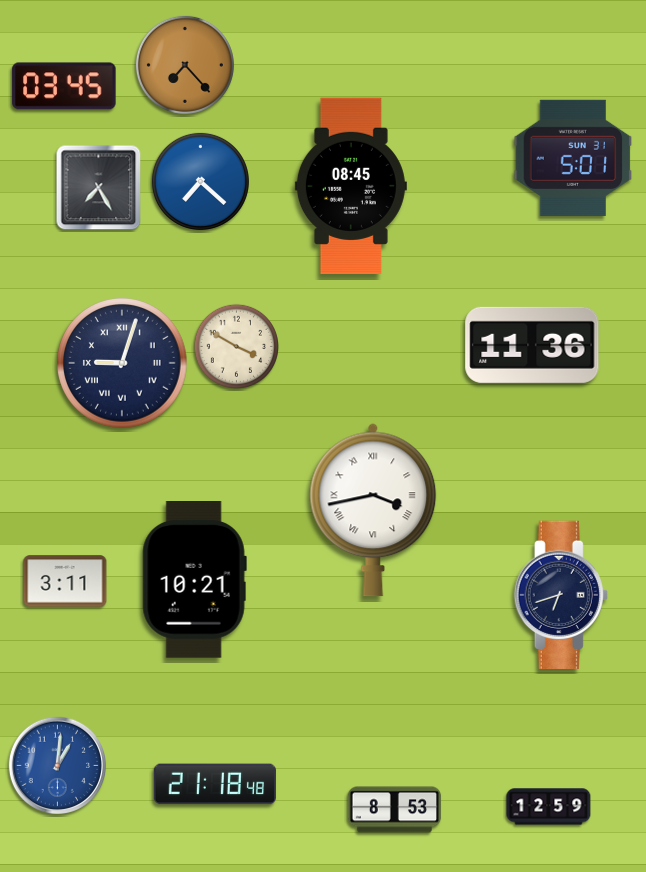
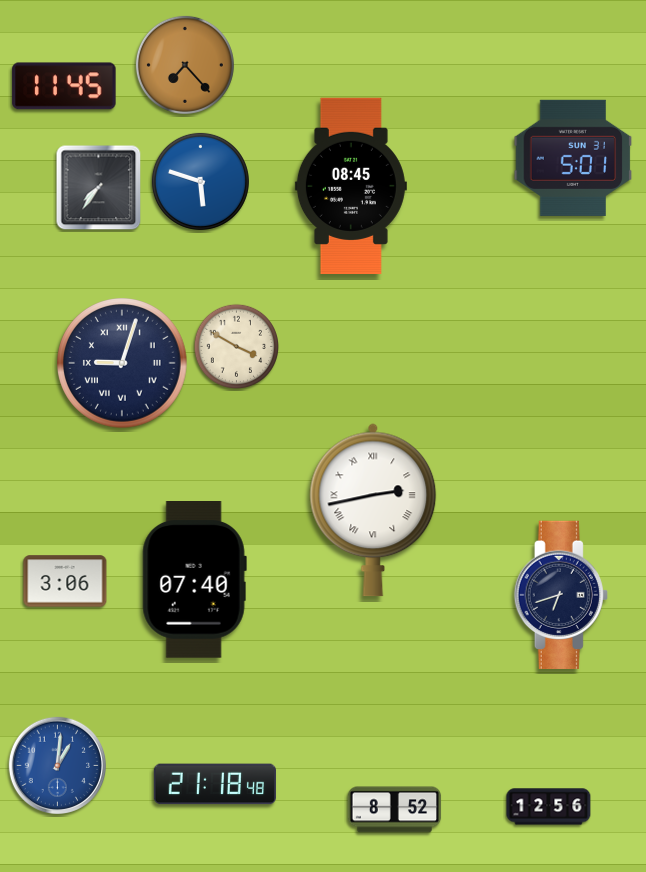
clock at (64, 86): 03:45 -> 11:45
clock at (200, 181): 7:22 -> 5:48
clock at (99, 188): 7:25 -> 7:36
clock at (532, 345): 11:36 -> none
clock at (373, 510): 3:43 -> 2:43
clock at (194, 580): 10:21 -> 07:40
clock at (65, 581): 3:11 -> 3:06
clock at (549, 807): 12:59 -> 12:56
clock at (395, 810): 8:53 -> 8:52
